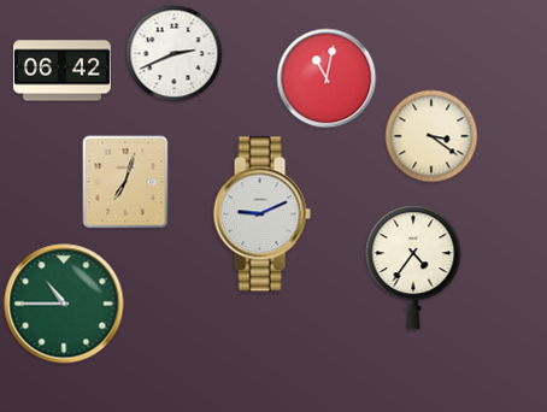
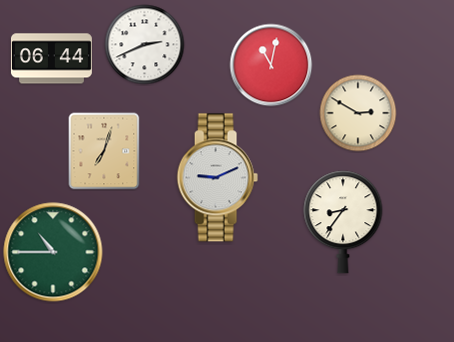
clock at (61, 71): 06:42 -> 06:44
clock at (431, 136): 3:21 -> 2:50
clock at (413, 267): 4:36 -> 8:36
